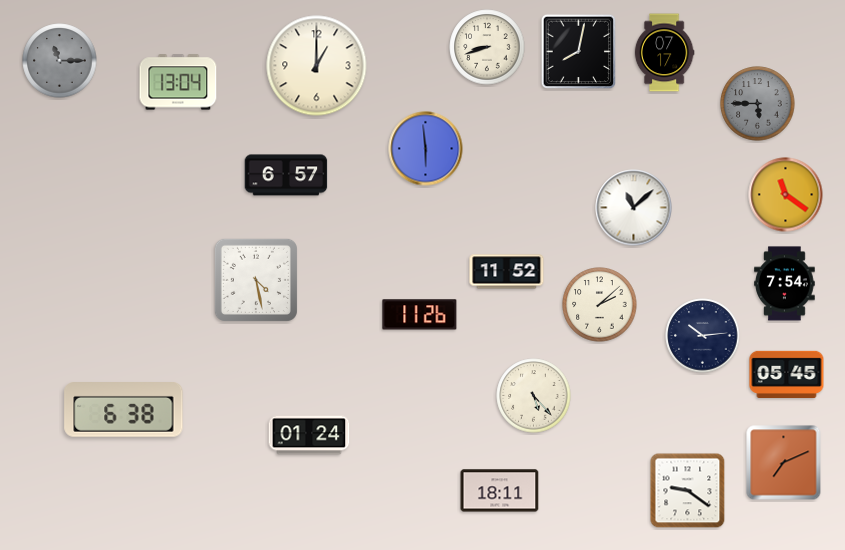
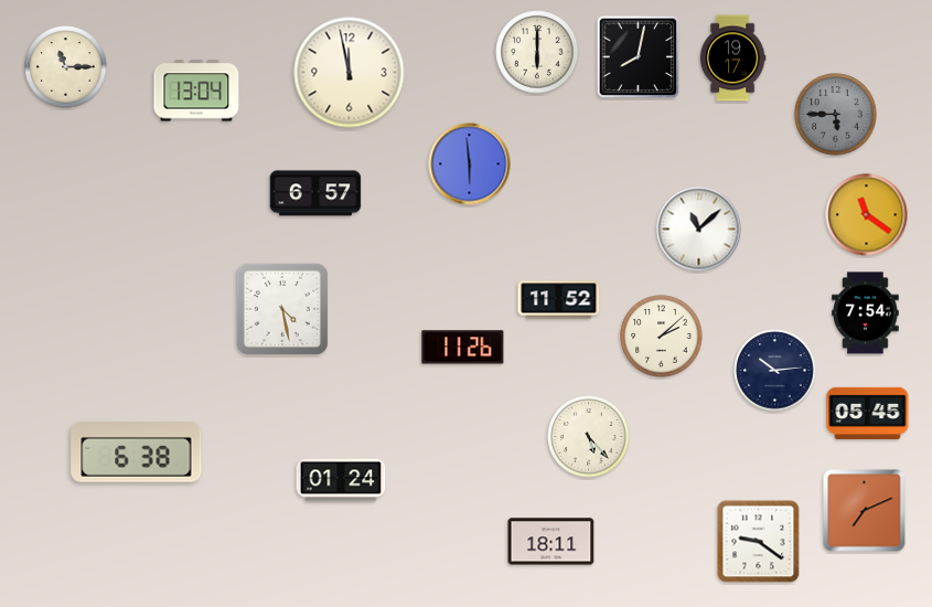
clock at (487, 47): 8:42 -> 6:00
clock at (664, 53): 07:17 -> 19:17
clock at (60, 61) dial: grey -> cream
clock at (317, 66): 1:00 -> 11:58
